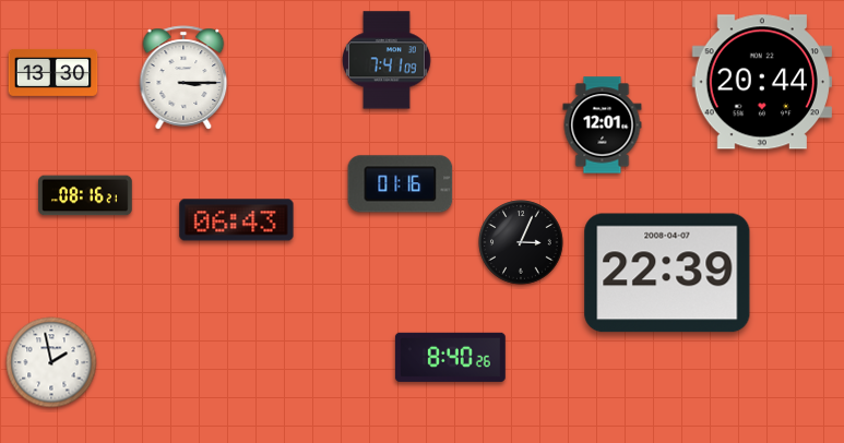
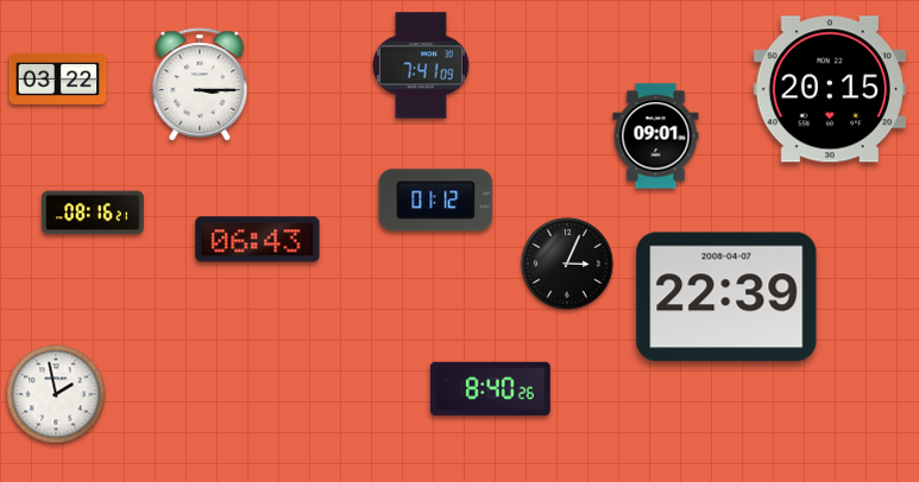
clock at (54, 72): 13:30 -> 03:22
clock at (762, 82): 20:44 -> 20:15
clock at (603, 125): 12:01 -> 09:01
clock at (401, 184): 01:16 -> 01:12
